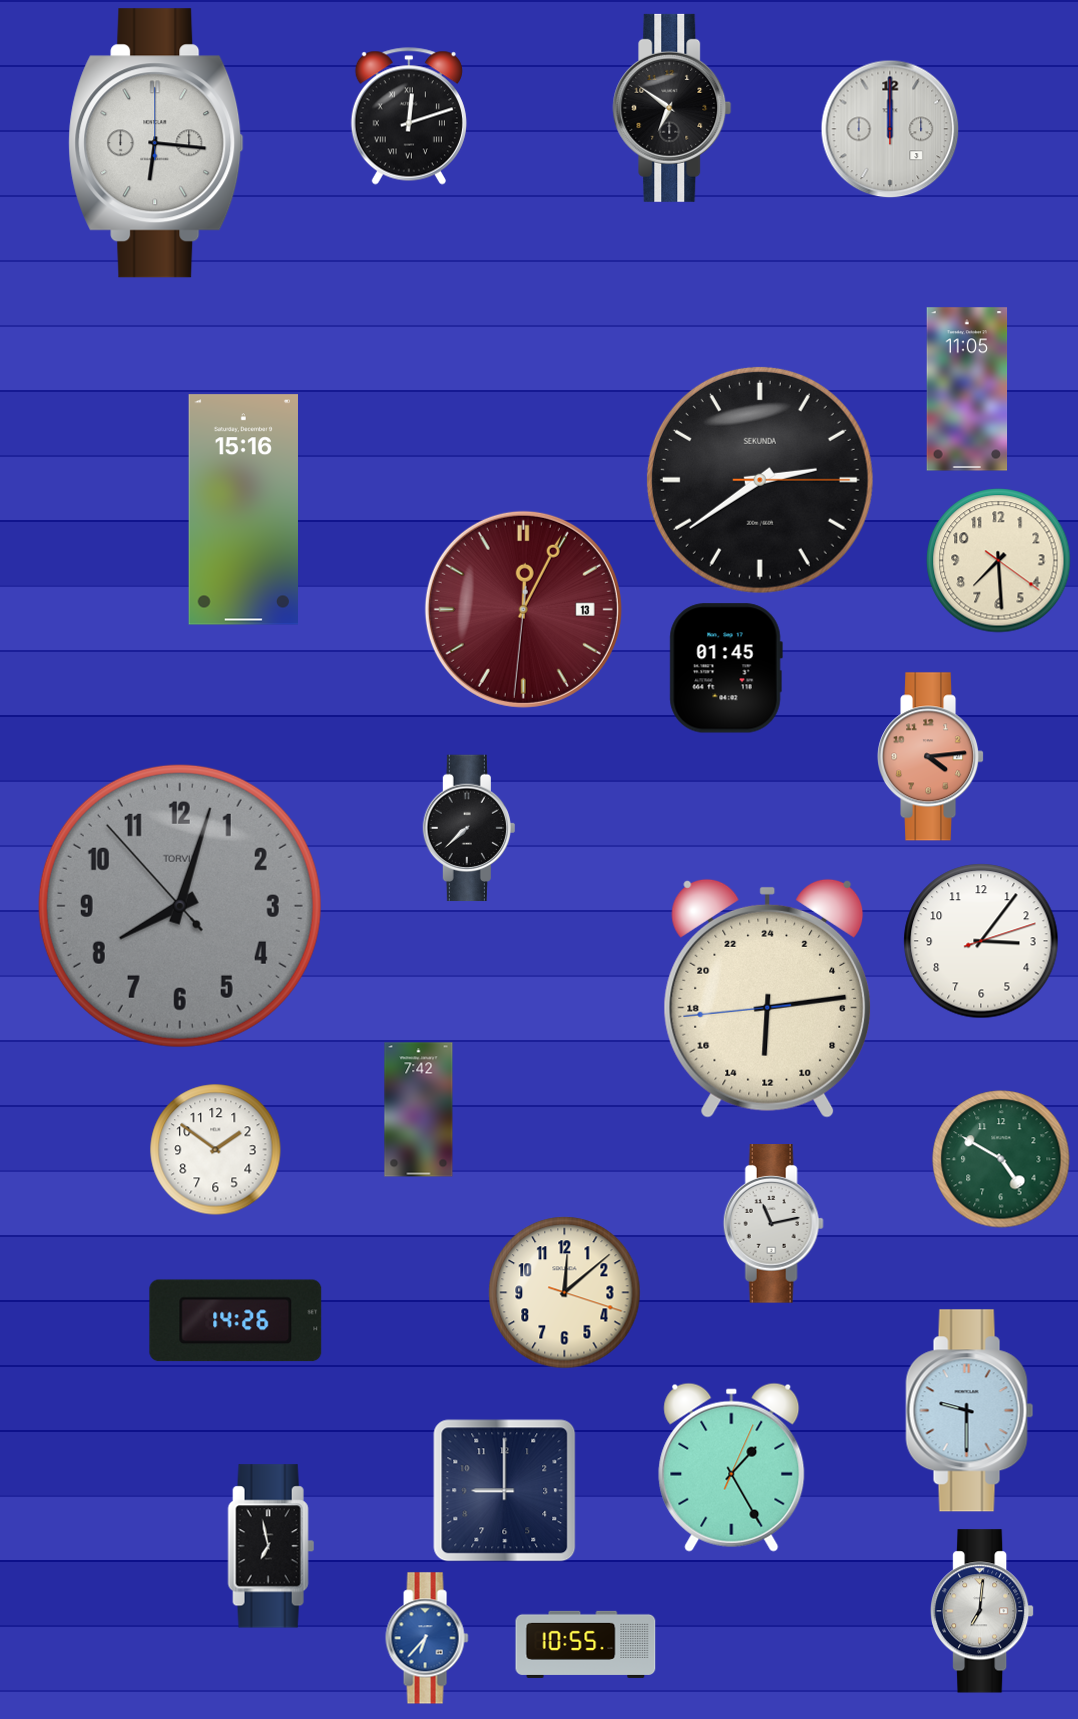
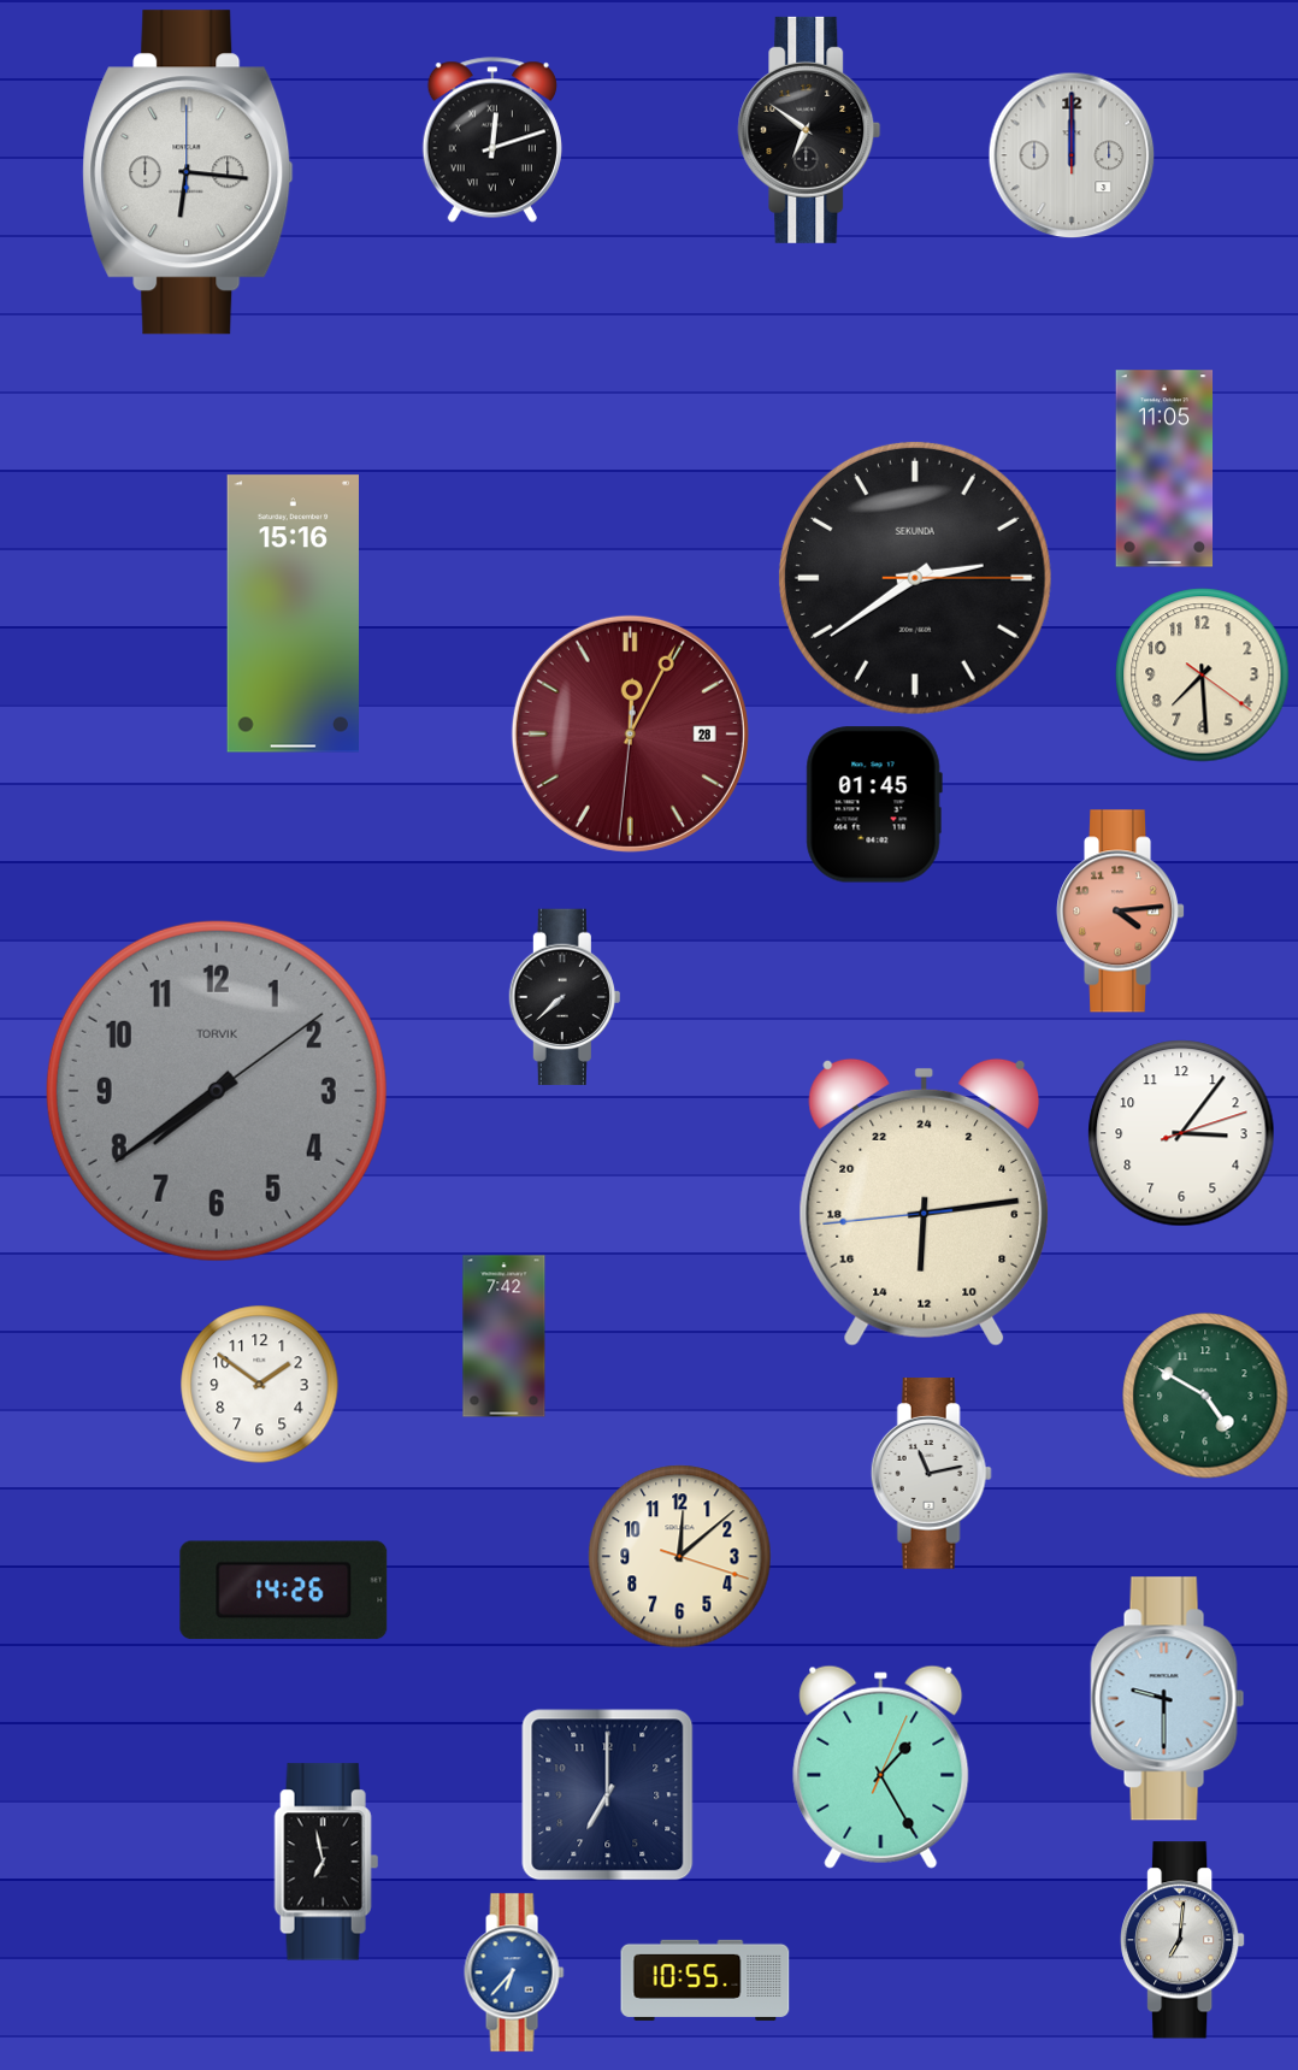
clock at (523, 609) date: 13 -> 28
clock at (180, 906): 8:02 -> 7:39
clock at (505, 1491): 9:00 -> 7:00
